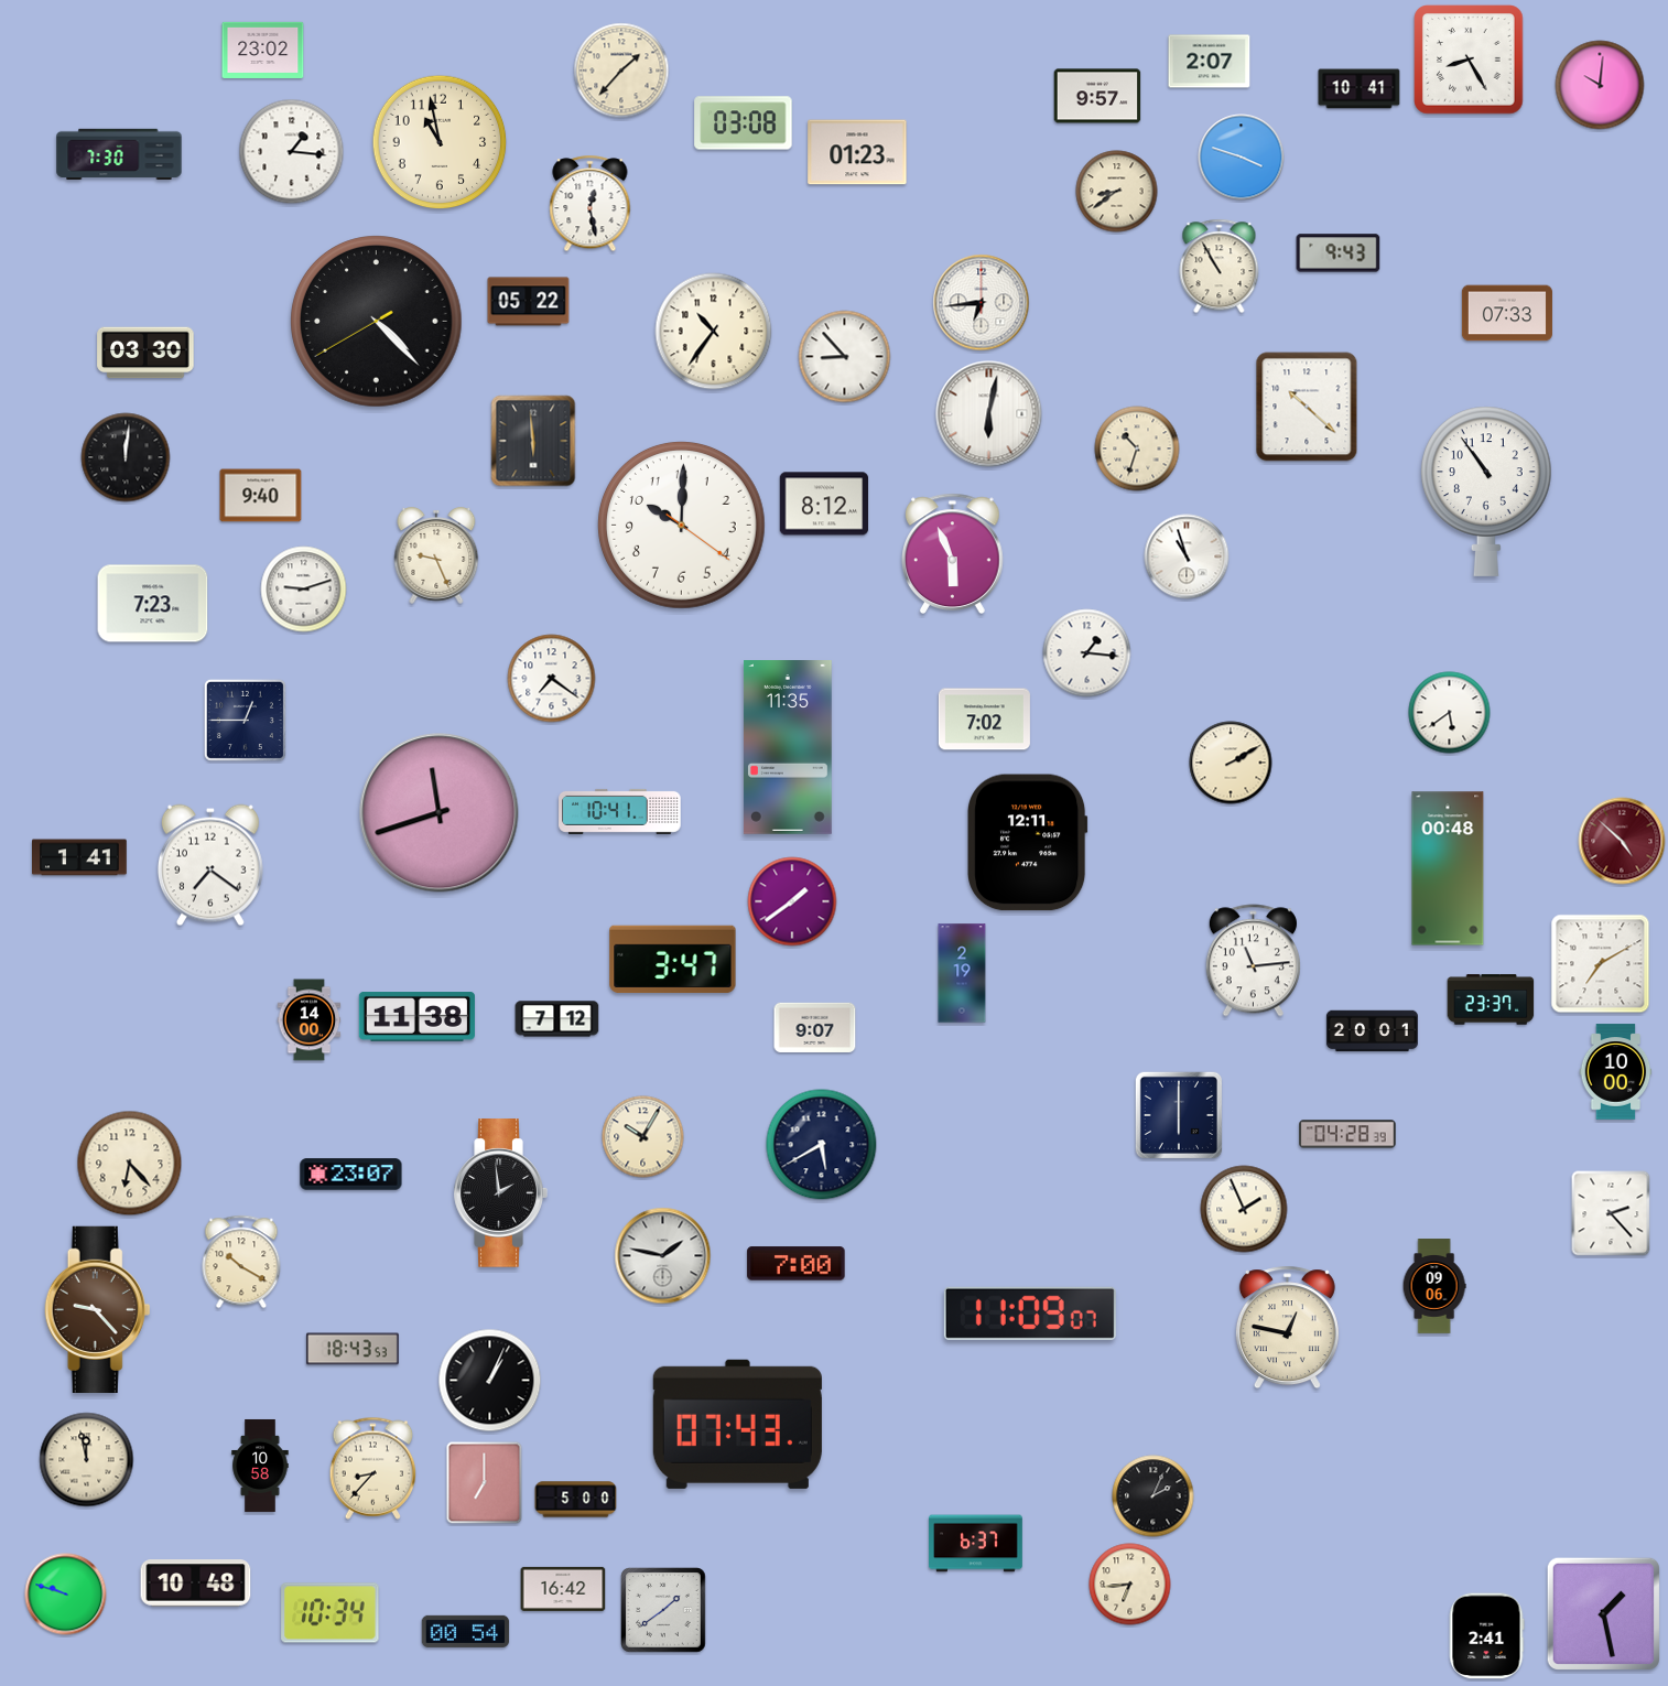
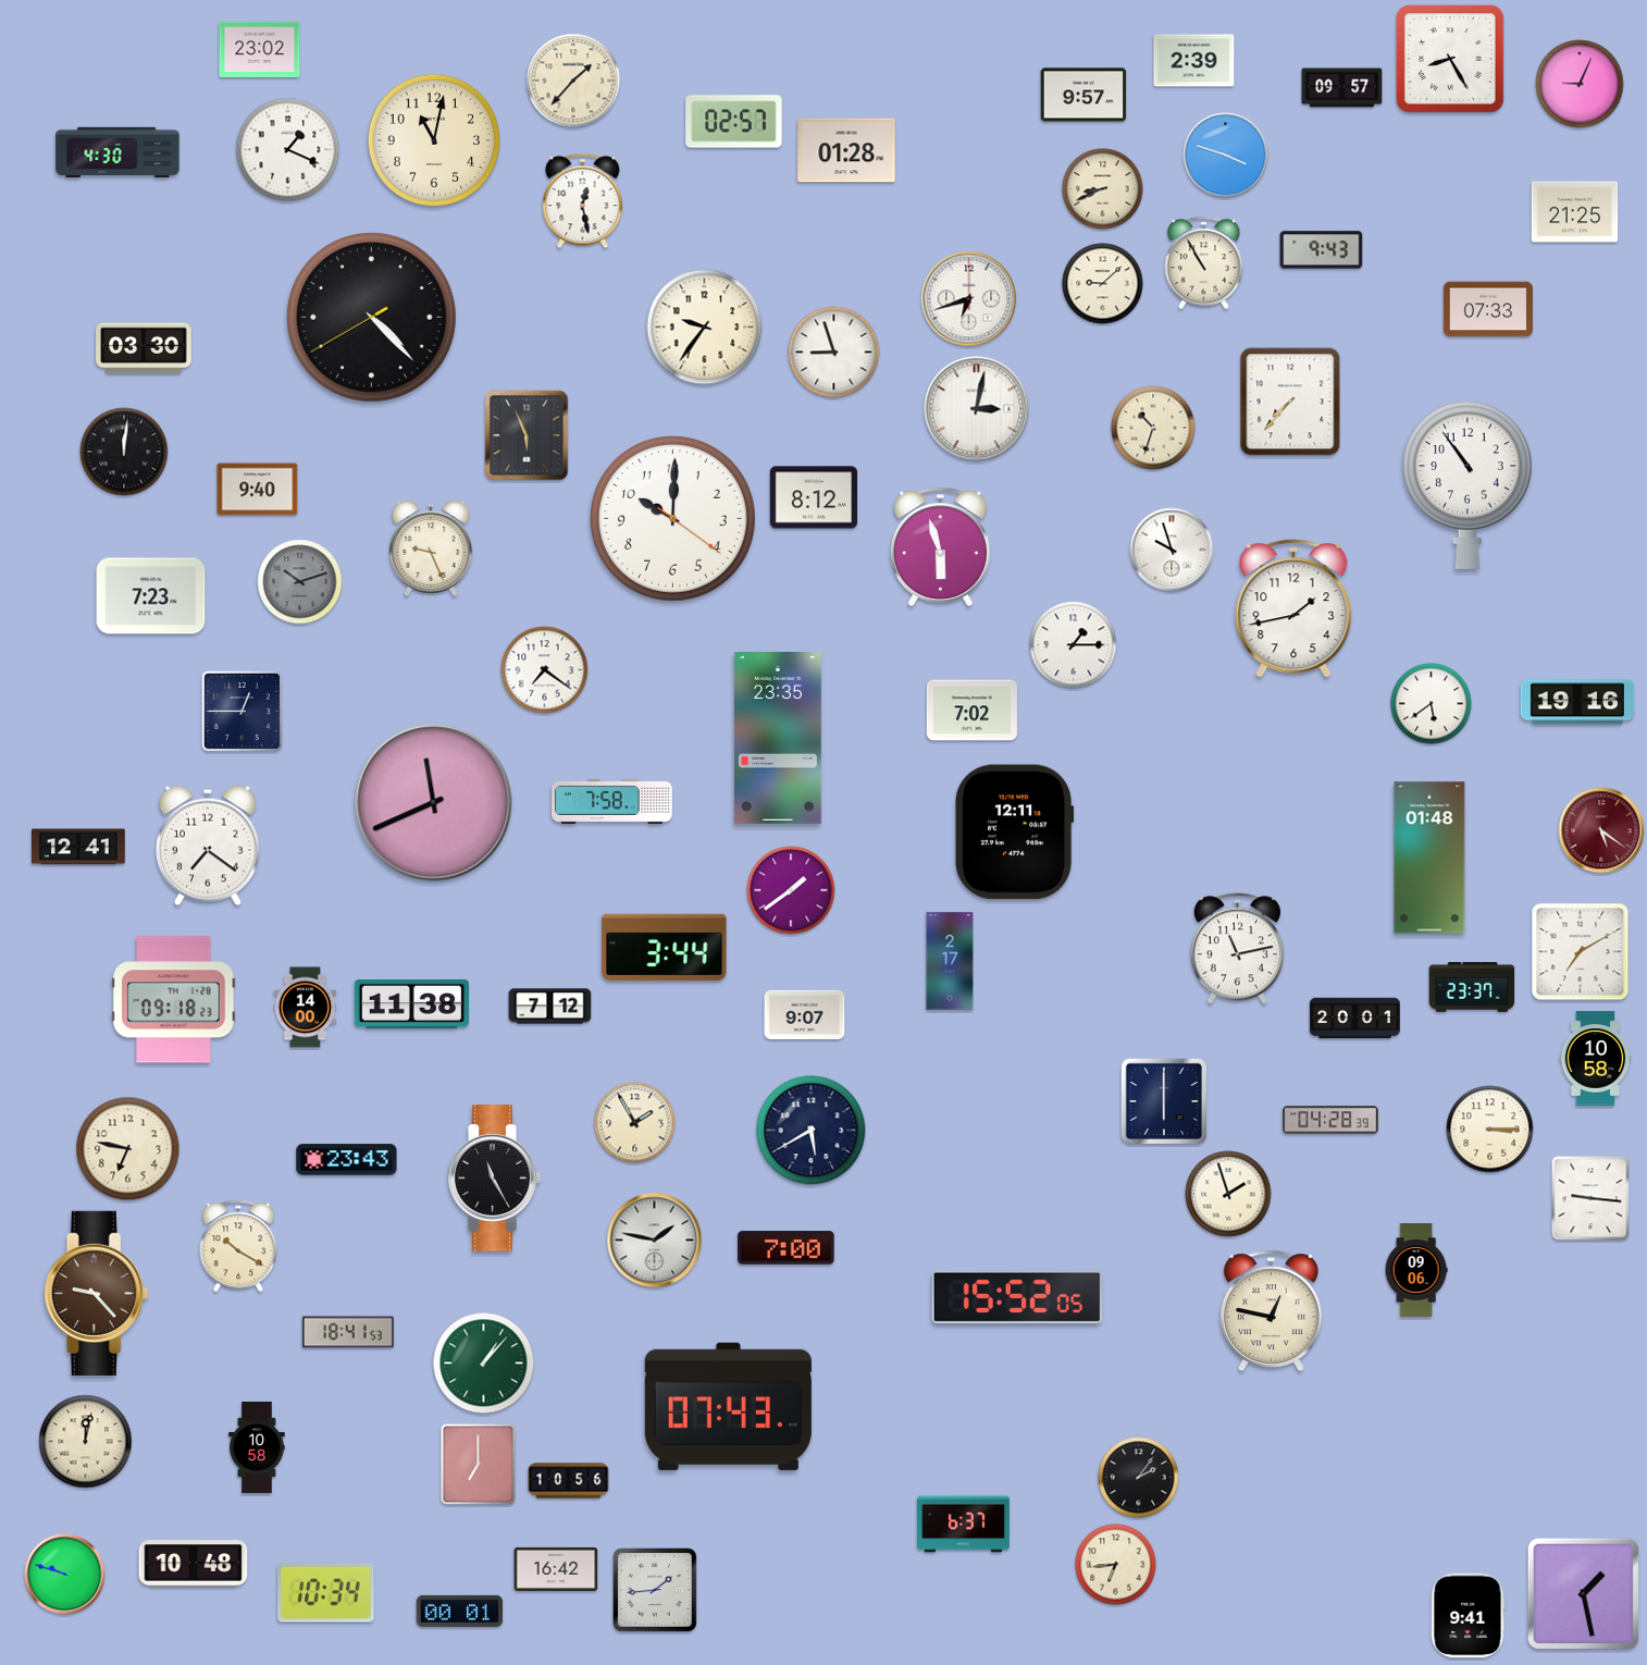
clock at (1210, 62): 2:07 -> 2:39
clock at (621, 71) position: (621, 71) -> (573, 81)
clock at (1600, 85): 10:01 -> 9:04
clock at (1360, 89): 10:41 -> 09:57
clock at (744, 123): 03:08 -> 02:57
clock at (440, 142): 10:58 -> 11:02
clock at (292, 152): 1:16 -> 1:19
clock at (857, 152): 01:23 -> 01:28
clock at (119, 154): 7:30 -> 4:30
clock at (1117, 192): 8:39 -> 8:41
clock at (1575, 212): none -> 21:25
clock at (1103, 284): none -> 9:08
clock at (529, 302): 05:22 -> none
clock at (982, 303): 6:44 -> 6:42
clock at (714, 332): 10:36 -> 9:36
clock at (845, 357): 8:53 -> 8:57
clock at (1307, 407): 10:22 -> 7:37
clock at (989, 414): 6:02 -> 3:02
clock at (533, 441): 5:59 -> 5:56
clock at (1137, 448) position: (1137, 448) -> (1153, 428)
clock at (953, 553): 5:56 -> 5:57
clock at (1187, 556): 10:57 -> 9:57
clock at (304, 590): 9:12 -> 10:12
clock at (304, 590) dial: white -> grey
clock at (1293, 608): none -> 1:43
clock at (1087, 653): 1:16 -> 1:15
clock at (1576, 702): none -> 19:16
clock at (788, 748): 11:35 -> 23:35
clock at (1231, 763): 2:10 -> none
clock at (620, 811): 10:41 -> 7:58
clock at (440, 813): 11:42 -> 11:41
clock at (1622, 841): 4:52 -> 5:21
clock at (80, 857): 1:41 -> 12:41
clock at (210, 865) position: (210, 865) -> (208, 846)
clock at (1448, 868): 00:48 -> 01:48
clock at (792, 901) position: (792, 901) -> (791, 890)
clock at (673, 960): 3:47 -> 3:44
clock at (1253, 961): 11:14 -> 11:13
clock at (962, 973): 2:19 -> 2:17
clock at (174, 1000): none -> 09:18
clock at (1616, 1072): 10:00 -> 10:58
clock at (643, 1137): 10:05 -> 1:55
clock at (1490, 1130): none -> 3:15
clock at (130, 1164): 6:23 -> 6:47
clock at (351, 1175): 23:07 -> 23:43
clock at (500, 1193): 1:59 -> 11:25
clock at (1244, 1209): 1:56 -> 1:57
clock at (1611, 1213): 2:23 -> 9:16
clock at (1030, 1314): 11:09 -> 15:52
clock at (353, 1349): 18:43 -> 18:41
clock at (490, 1381): 1:04 -> 1:07
clock at (490, 1381) dial: black -> green
clock at (87, 1460): 11:58 -> 12:02
clock at (373, 1468): 8:37 -> none
clock at (1153, 1496): 2:04 -> 2:06
clock at (576, 1500): 5:00 -> 10:56
clock at (664, 1611): 1:39 -> 1:44
clock at (466, 1631): 00:54 -> 00:01
clock at (1486, 1636): 2:41 -> 9:41
